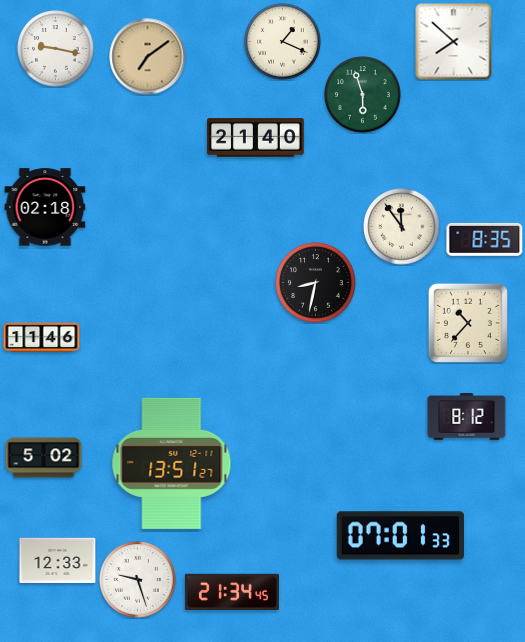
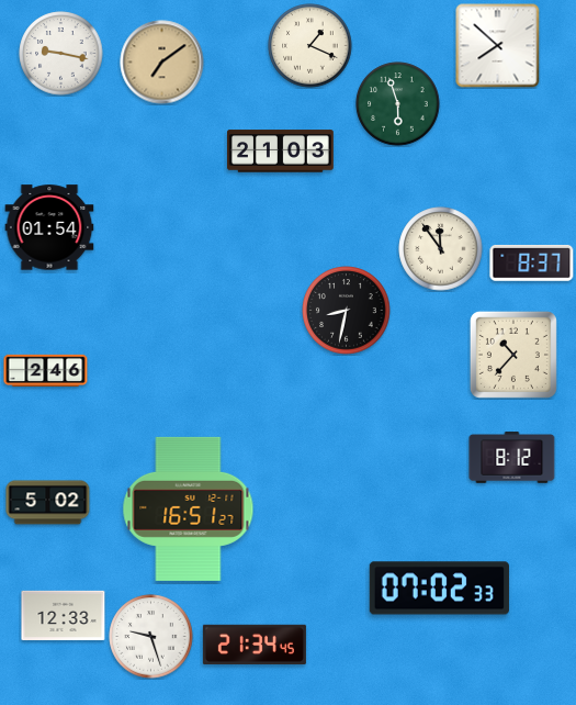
clock at (256, 138): 21:40 -> 21:03
clock at (45, 207): 02:18 -> 01:54
clock at (485, 239): 8:35 -> 8:37
clock at (42, 337): 11:46 -> 2:46
clock at (172, 463): 13:51 -> 16:51
clock at (400, 536): 07:01 -> 07:02
clock at (232, 591) position: (232, 591) -> (255, 644)
